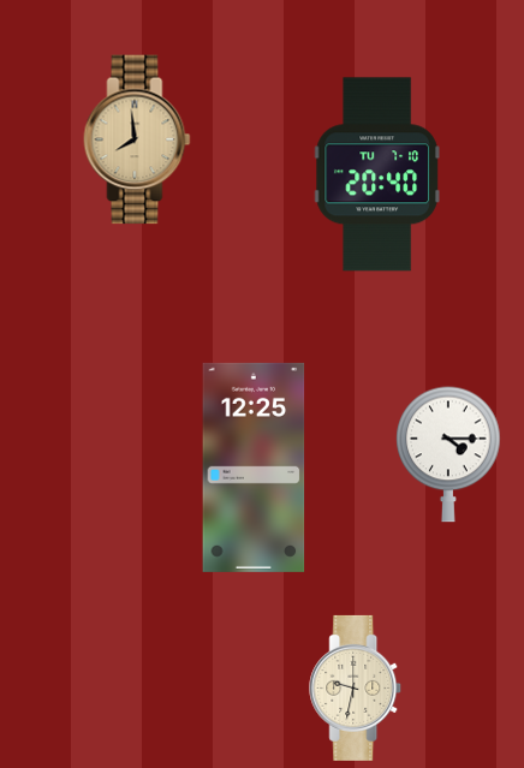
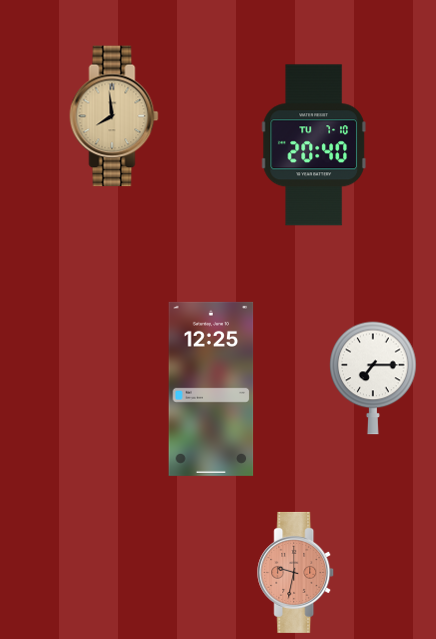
clock at (448, 454): 4:15 -> 7:15
clock at (356, 687) dial: cream -> salmon
